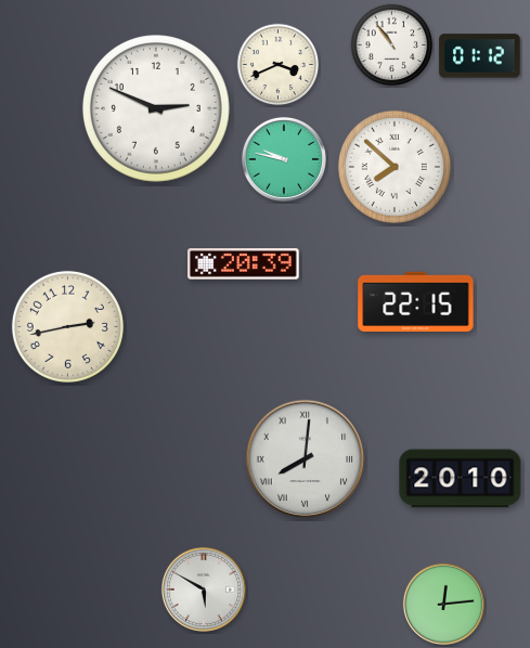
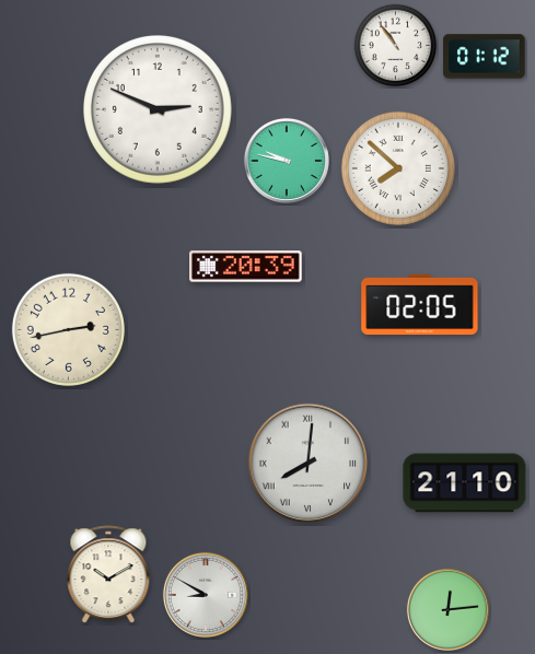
clock at (279, 65): 3:41 -> none
clock at (416, 301): 22:15 -> 02:05
clock at (461, 479): 20:10 -> 21:10
clock at (108, 575): none -> 10:10
clock at (204, 589): 5:50 -> 8:50
